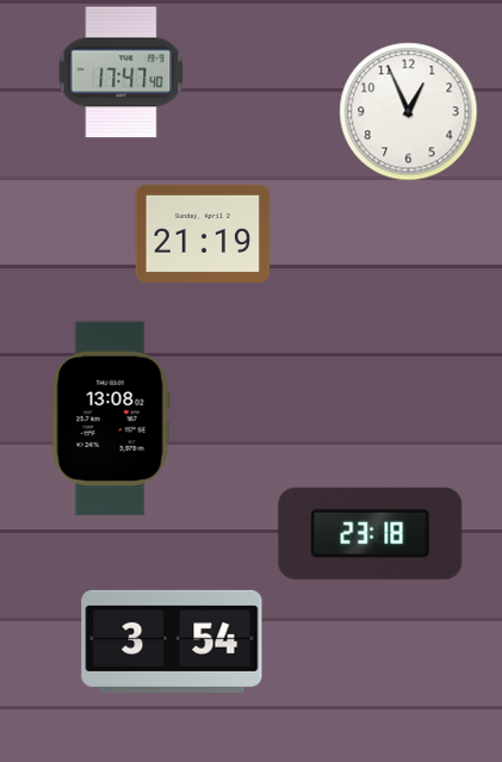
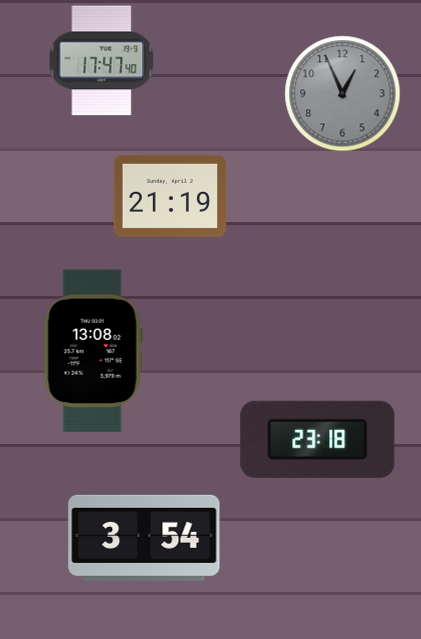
clock at (409, 112) dial: white -> grey
clock at (371, 533) position: (371, 533) -> (318, 439)
